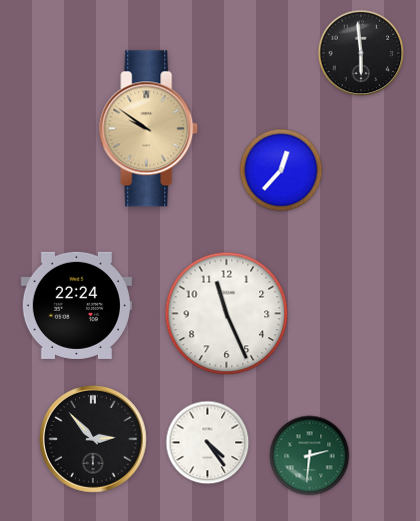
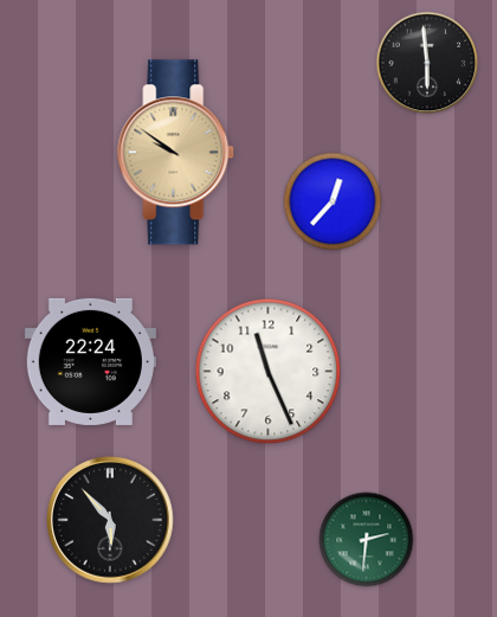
clock at (94, 440): 2:53 -> 5:53
clock at (208, 443): 4:24 -> none
